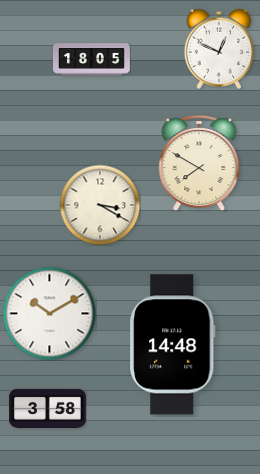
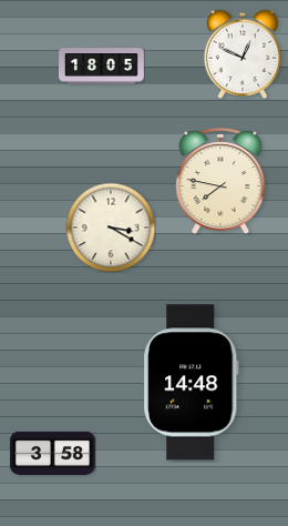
clock at (199, 163): 7:50 -> 7:47
clock at (49, 313): 10:10 -> none
